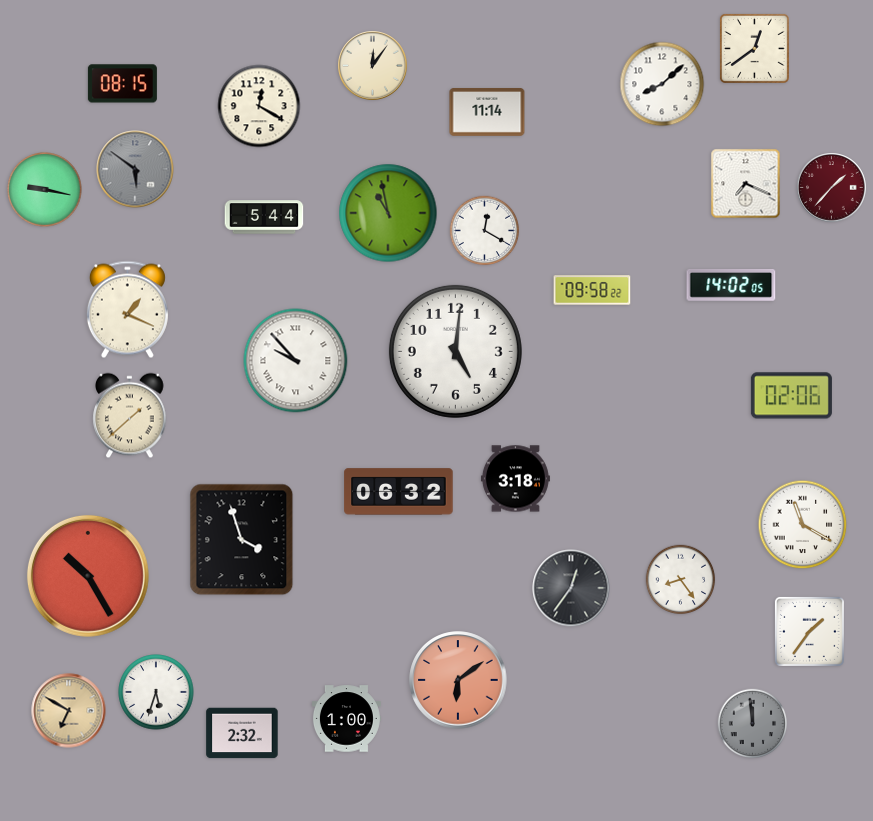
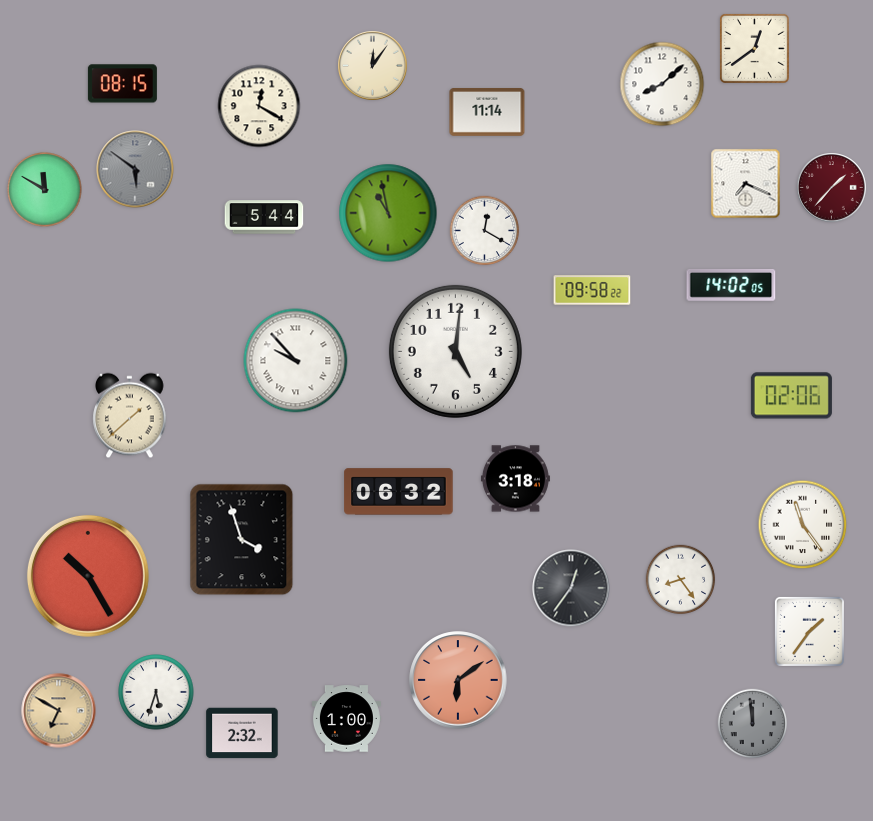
clock at (45, 190): 9:17 -> 11:50
clock at (127, 310): 1:19 -> none
clock at (803, 525): 11:20 -> 11:24
clock at (69, 711) position: (69, 711) -> (59, 711)
